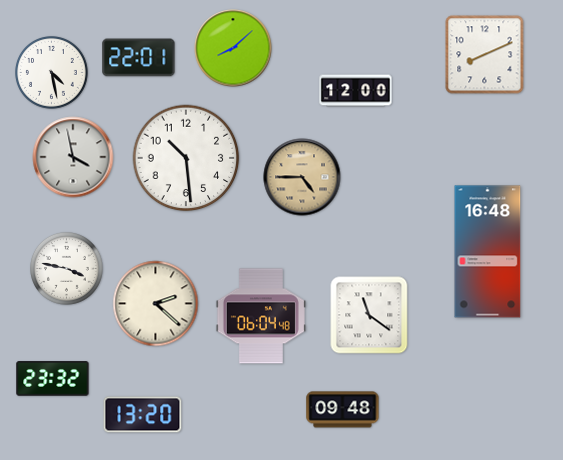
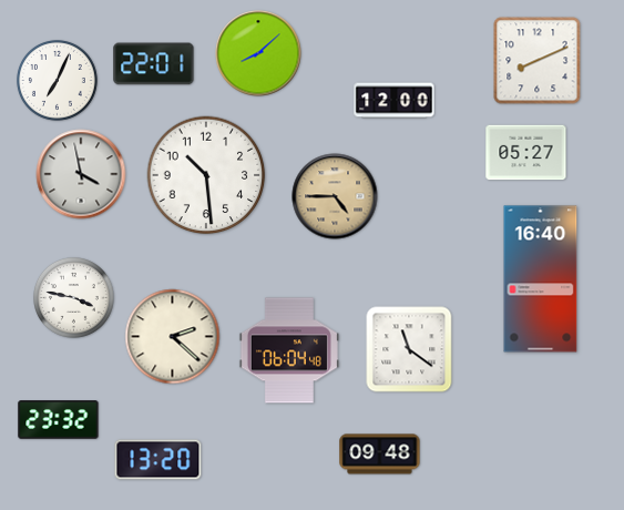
clock at (52, 73): 4:28 -> 7:04
clock at (526, 153): none -> 05:27
clock at (488, 252): 16:48 -> 16:40
